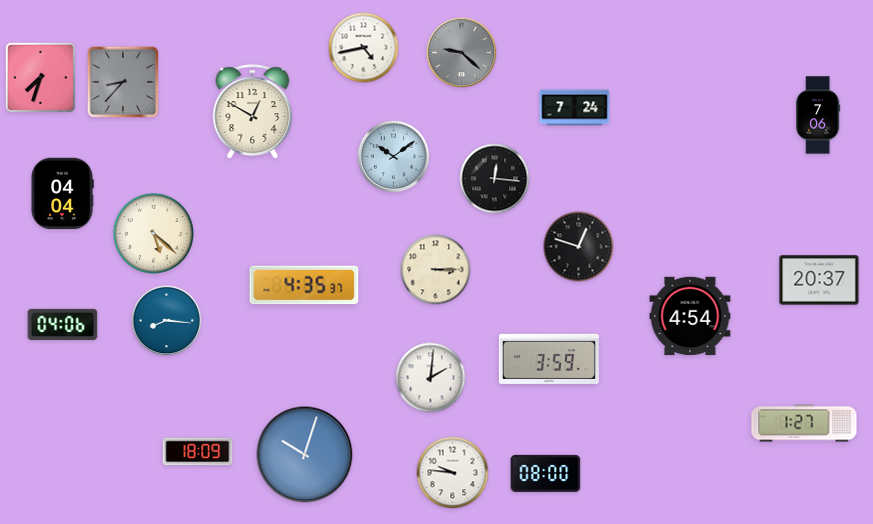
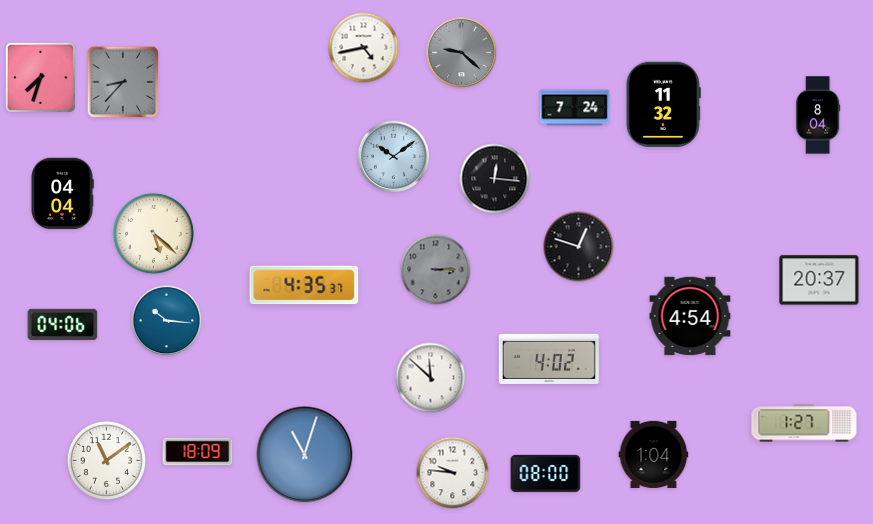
clock at (663, 104): none -> 11:32
clock at (253, 112): 12:50 -> none
clock at (819, 115): 7:06 -> 8:04
clock at (436, 270) dial: cream -> grey
clock at (167, 321): 8:16 -> 10:16
clock at (549, 359): 3:59 -> 4:02
clock at (431, 378): 2:01 -> 11:52
clock at (654, 454): none -> 1:04
clock at (305, 455): 10:03 -> 11:03
clock at (106, 460): none -> 11:09
